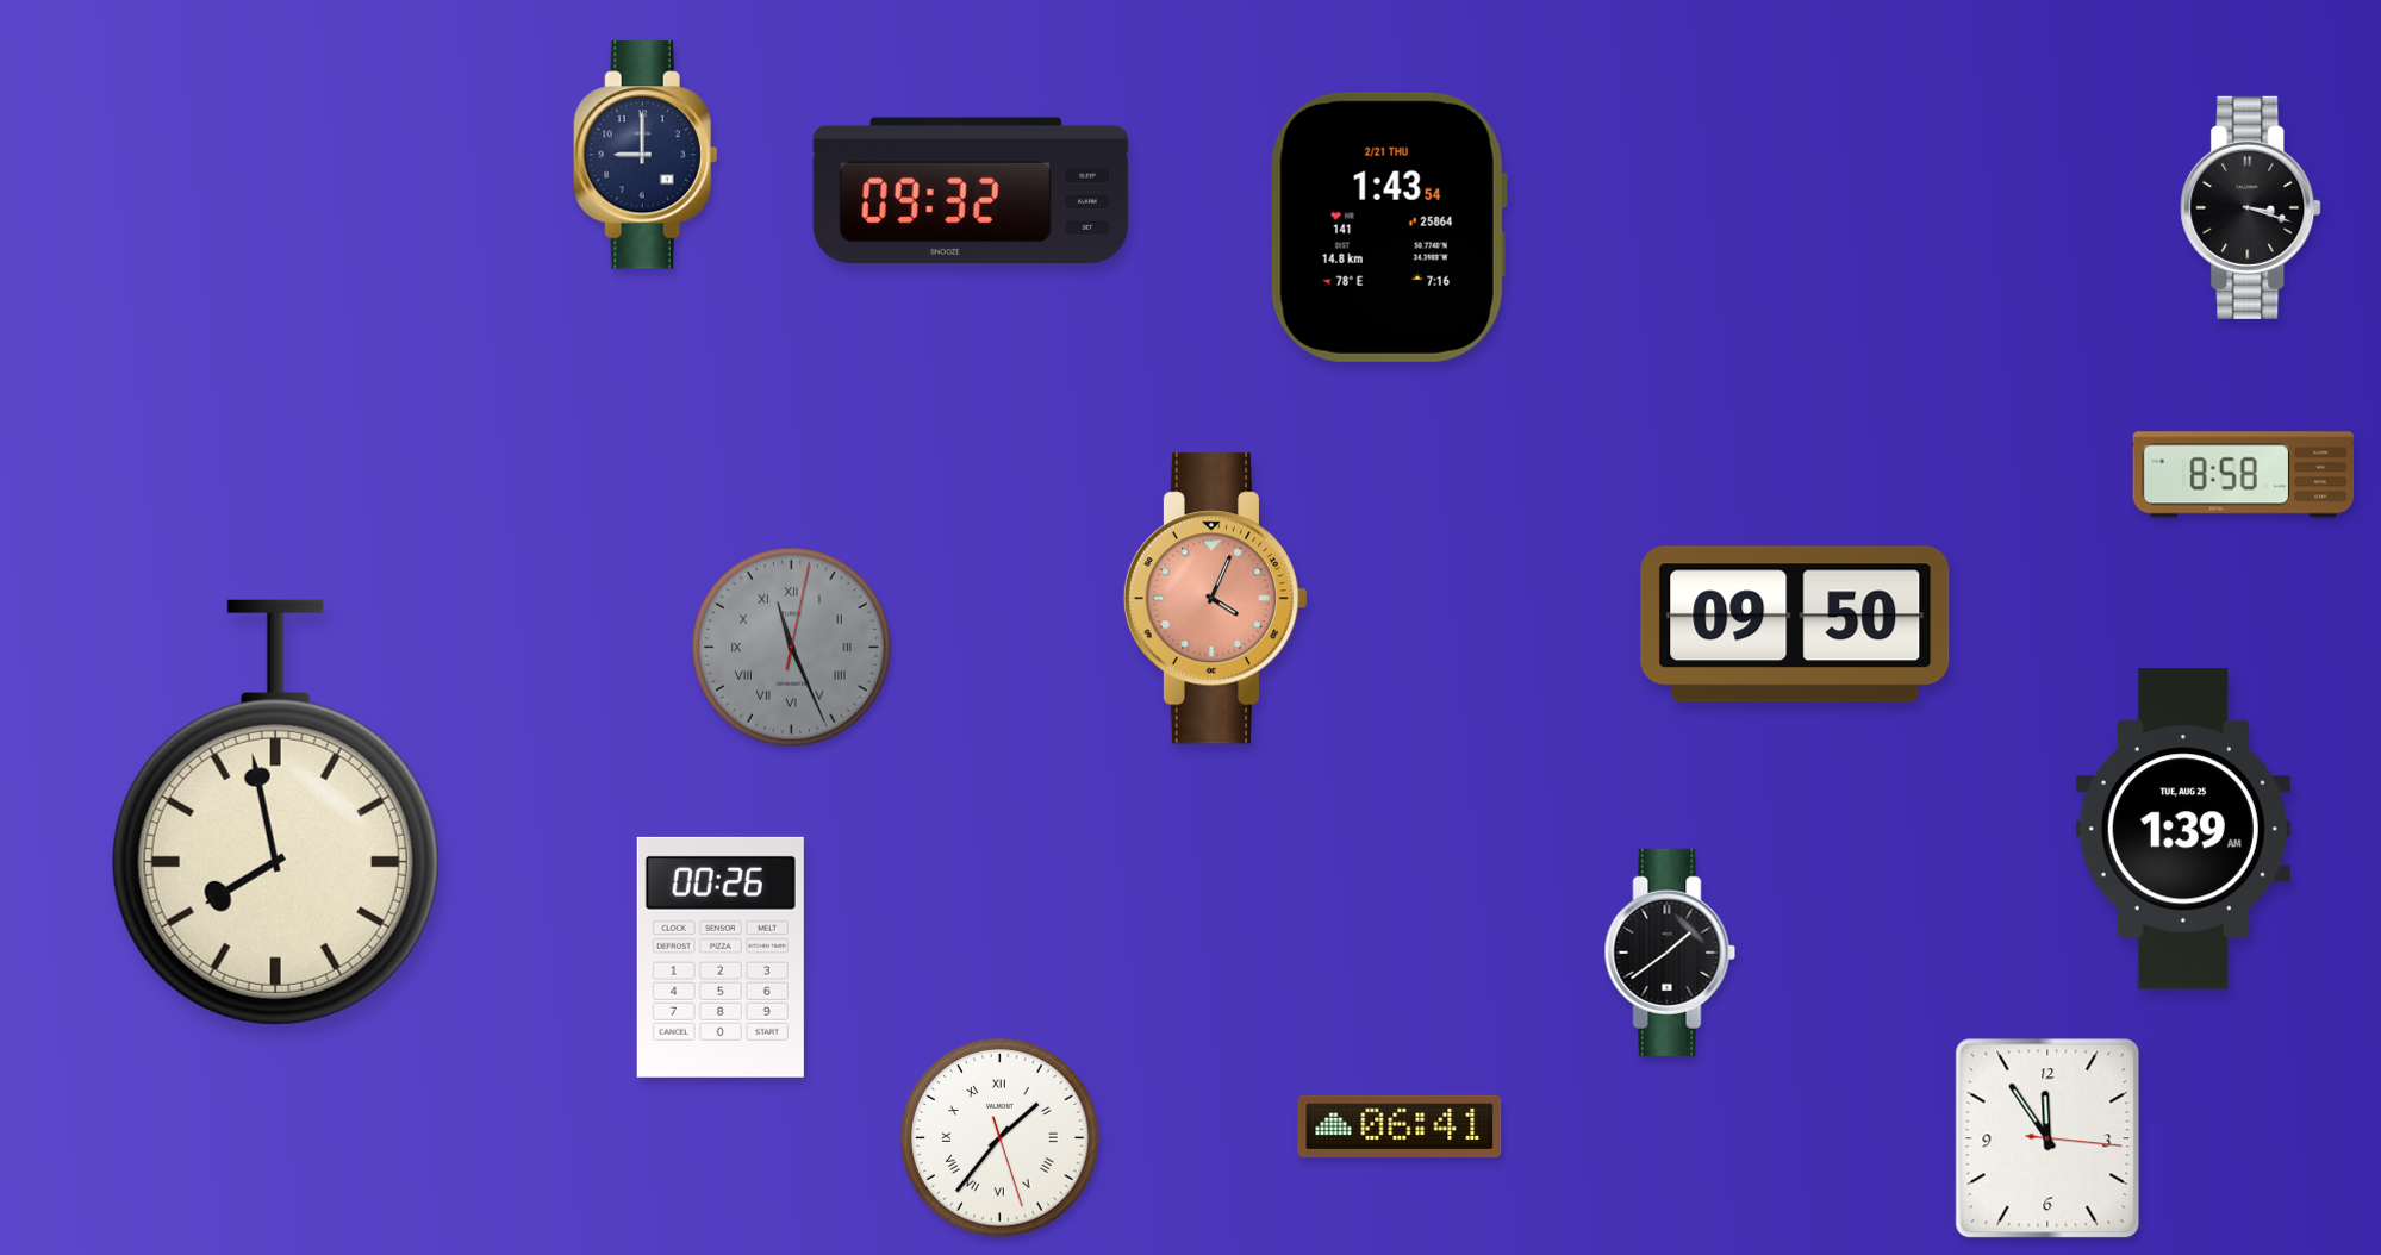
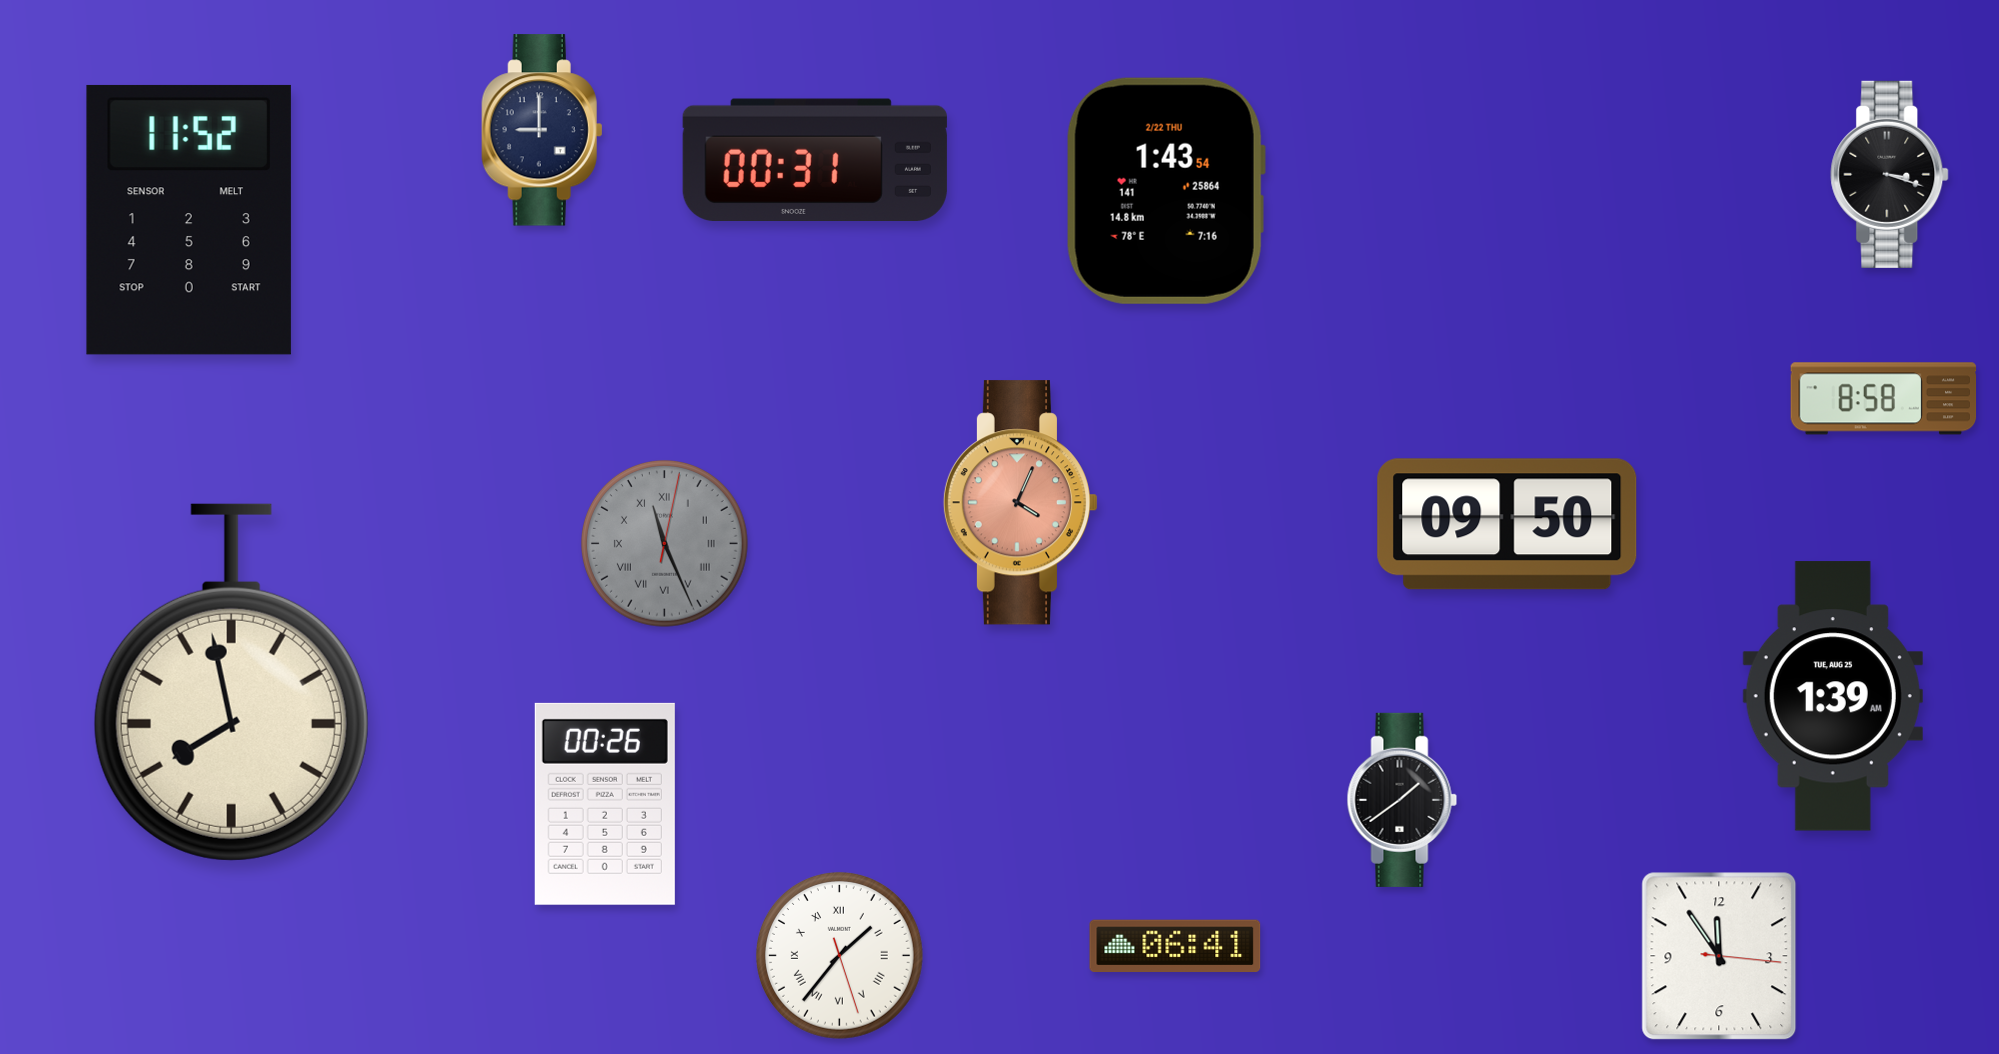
clock at (971, 189): 09:32 -> 00:31
clock at (1389, 227) date: 2/21 THU -> 2/22 THU
clock at (189, 220): none -> 11:52
